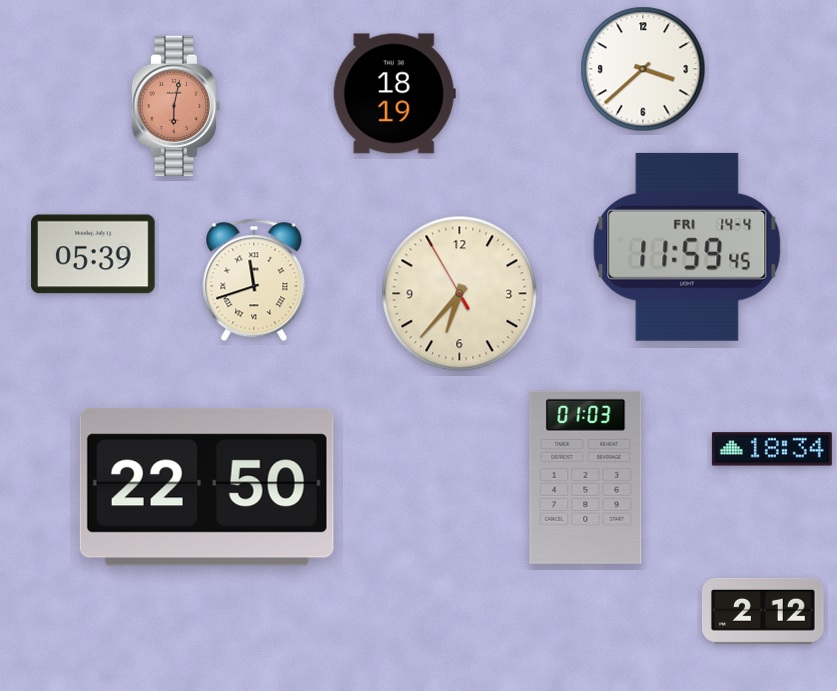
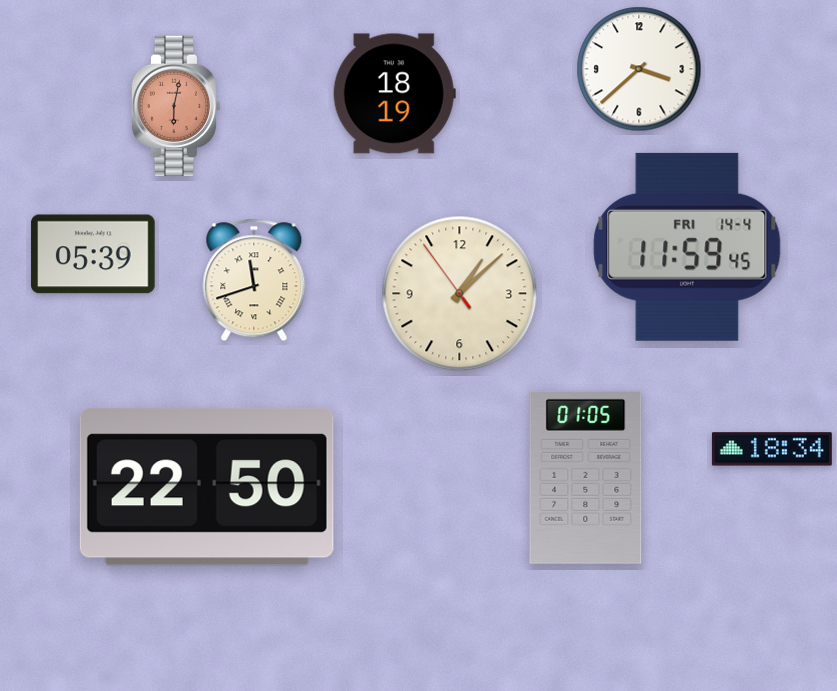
clock at (643, 69) position: (643, 69) -> (639, 69)
clock at (460, 294): 6:36 -> 1:07
clock at (586, 477): 01:03 -> 01:05
clock at (763, 611): 2:12 -> none
